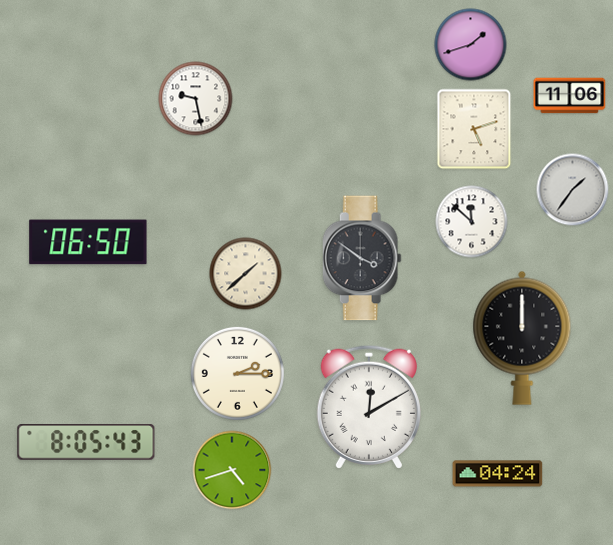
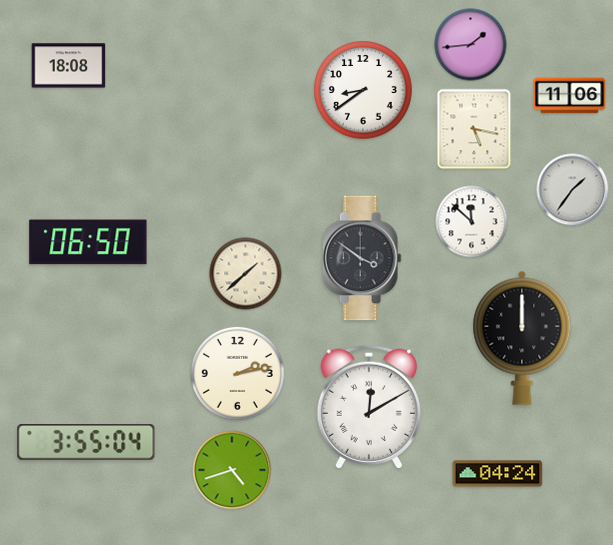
clock at (471, 45): 1:42 -> 1:44
clock at (69, 66): none -> 18:08
clock at (363, 90): none -> 8:39
clock at (196, 99): 9:28 -> none
clock at (474, 129): 5:12 -> 5:17
clock at (237, 373): 2:15 -> 2:13
clock at (86, 443): 8:05 -> 3:55
